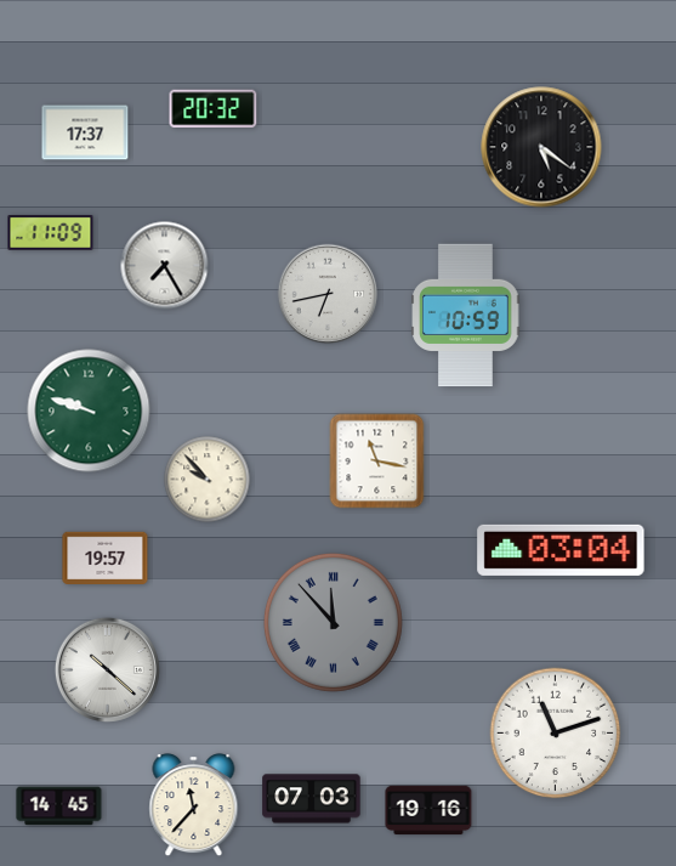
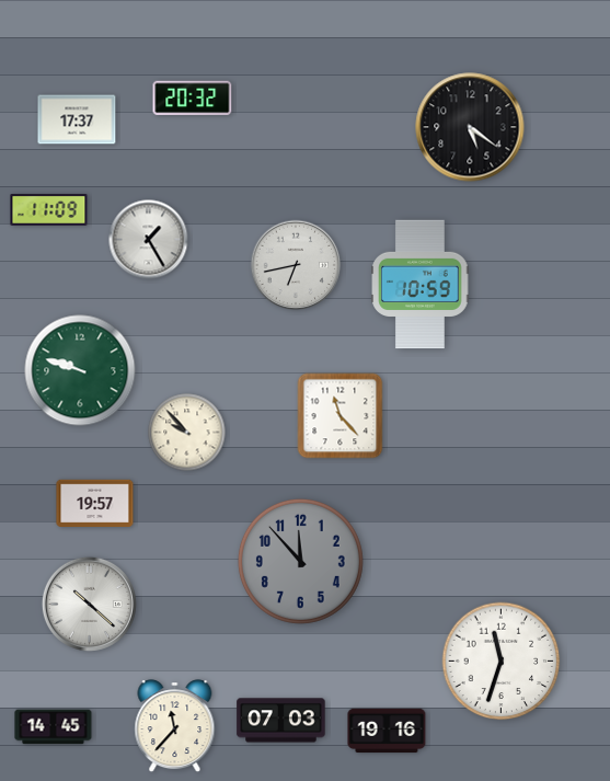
clock at (541, 147) position: (541, 147) -> (470, 127)
clock at (51, 233) position: (51, 233) -> (49, 210)
clock at (165, 266): 7:25 -> 1:25
clock at (377, 462): 11:17 -> 11:23
clock at (561, 550): 03:04 -> none
clock at (333, 622) numerals: Roman -> Arabic
clock at (107, 669) position: (107, 669) -> (89, 604)
clock at (556, 734): 11:12 -> 11:33
